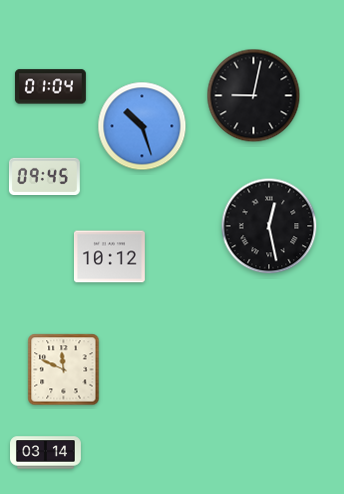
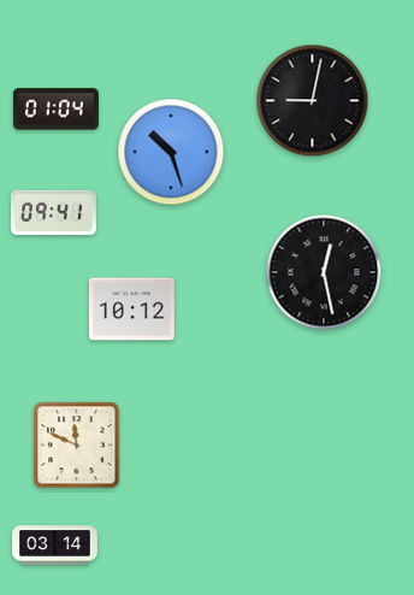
clock at (50, 87) position: (50, 87) -> (55, 110)
clock at (254, 96) position: (254, 96) -> (313, 101)
clock at (44, 176): 09:45 -> 09:41
